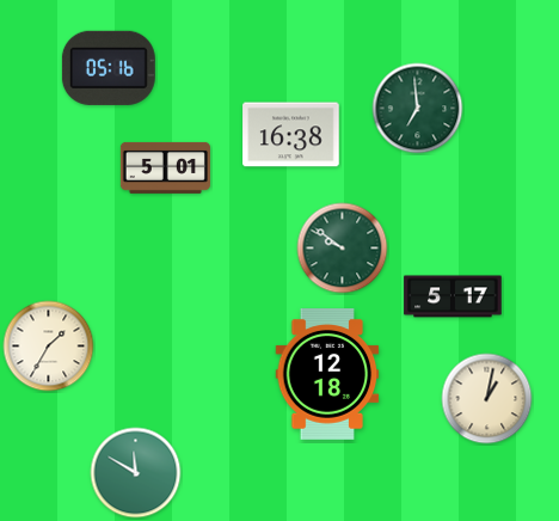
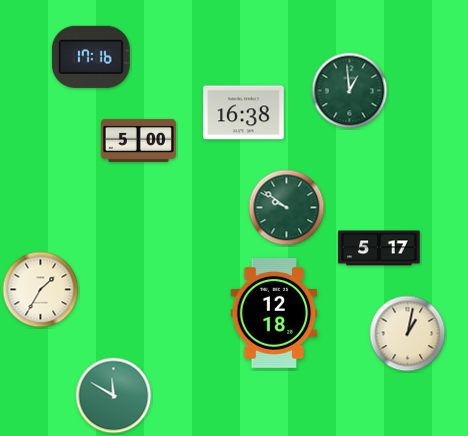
clock at (109, 68): 05:16 -> 17:16
clock at (418, 109): 6:59 -> 12:59
clock at (165, 167): 5:01 -> 5:00
